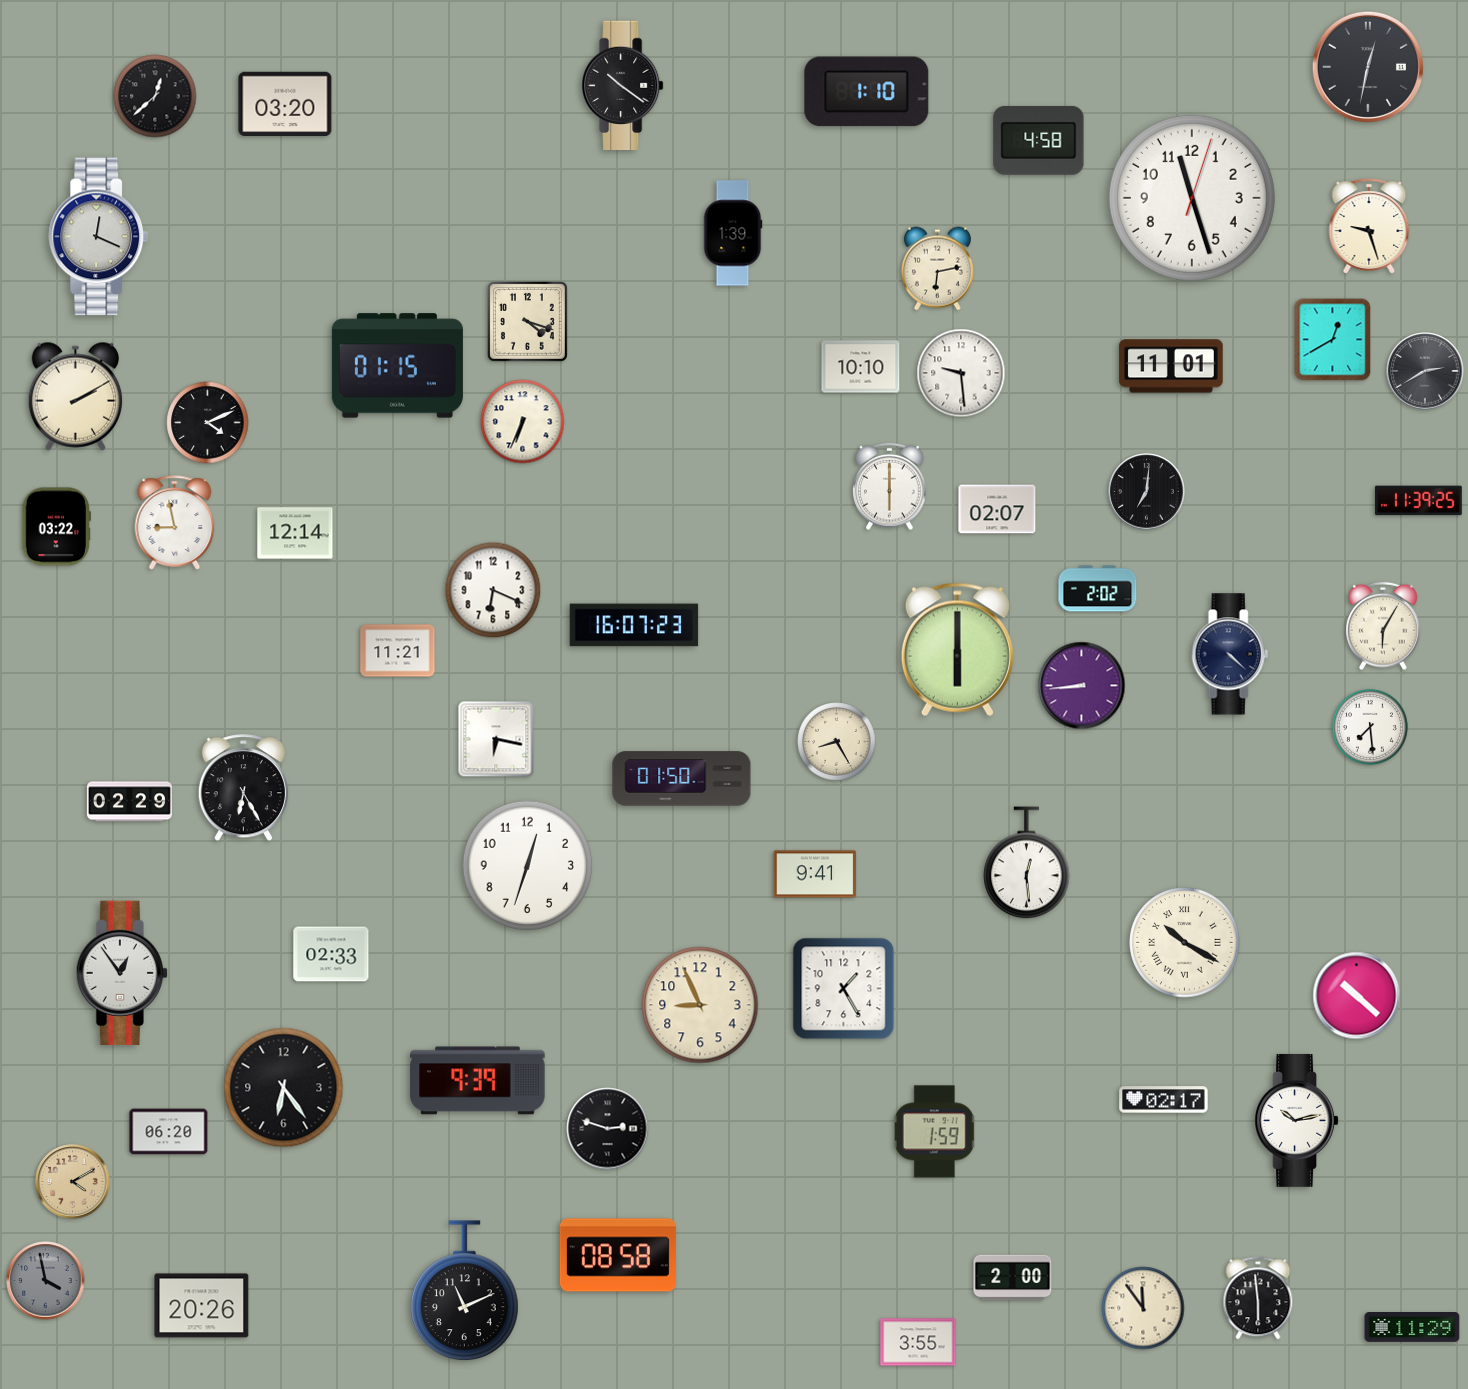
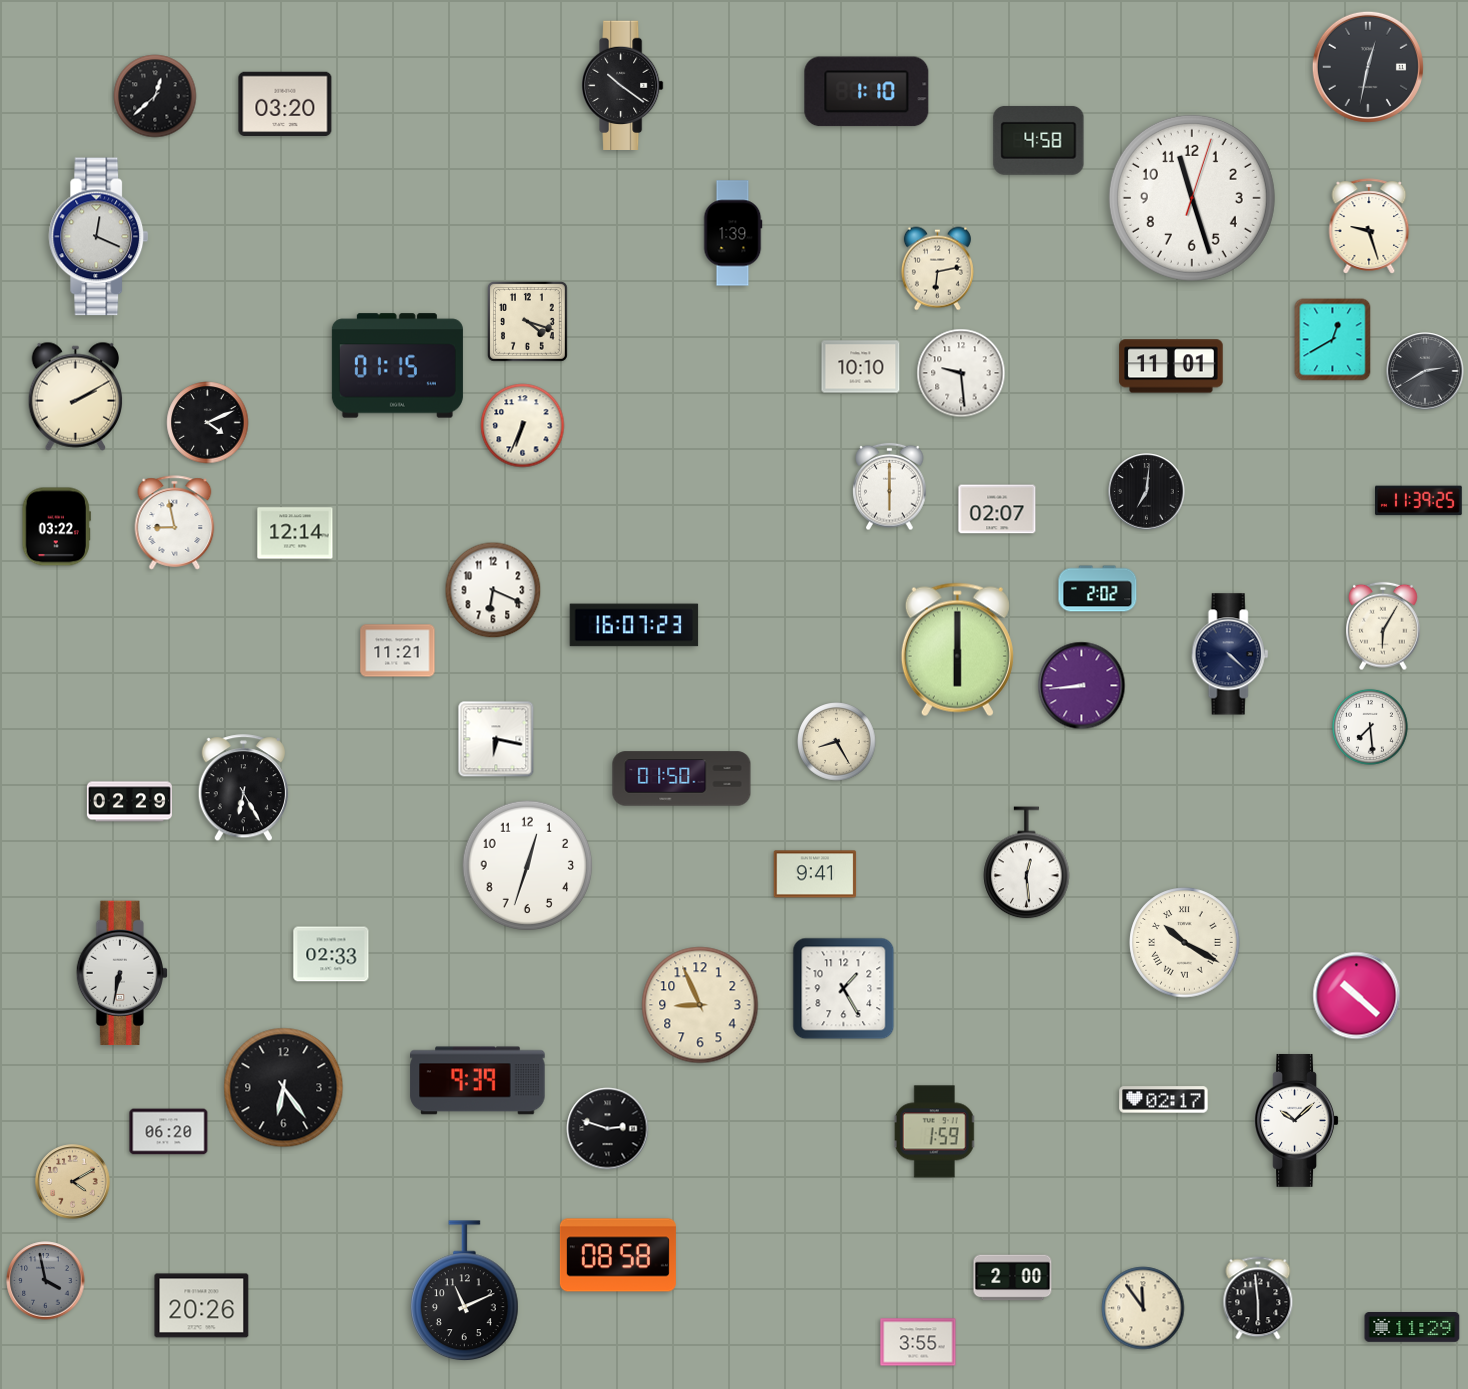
clock at (523, 422) position: (523, 422) -> (523, 426)
clock at (121, 973): 12:54 -> 6:32
clock at (1296, 1120): 10:13 -> 10:08
